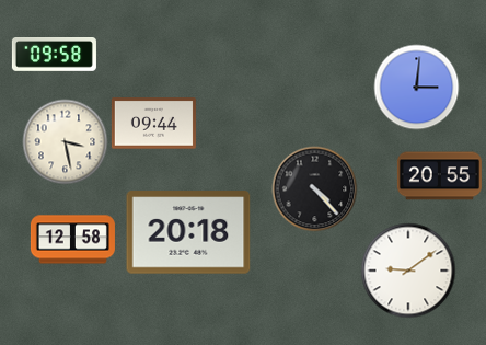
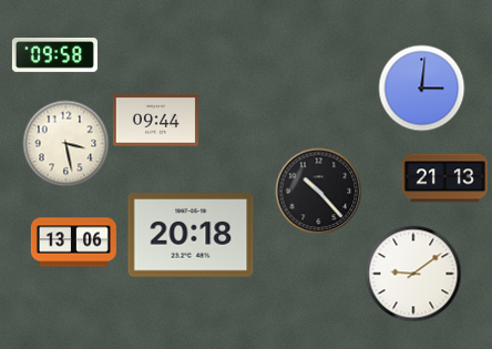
clock at (153, 124) position: (153, 124) -> (155, 121)
clock at (439, 176): 20:55 -> 21:13
clock at (314, 188): 4:23 -> 10:23
clock at (72, 240): 12:58 -> 13:06
